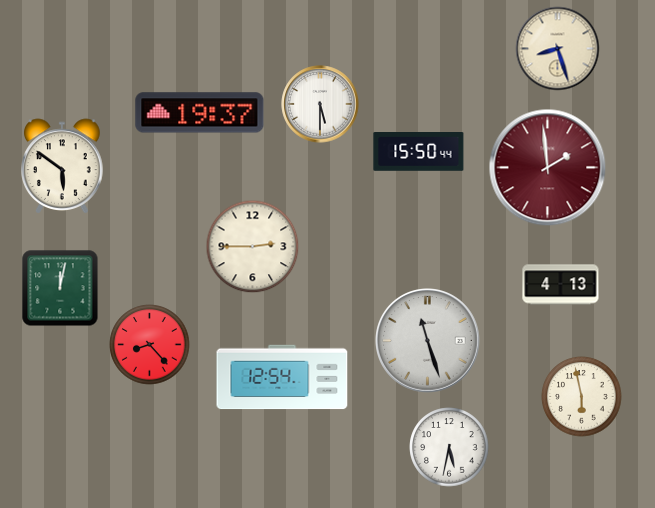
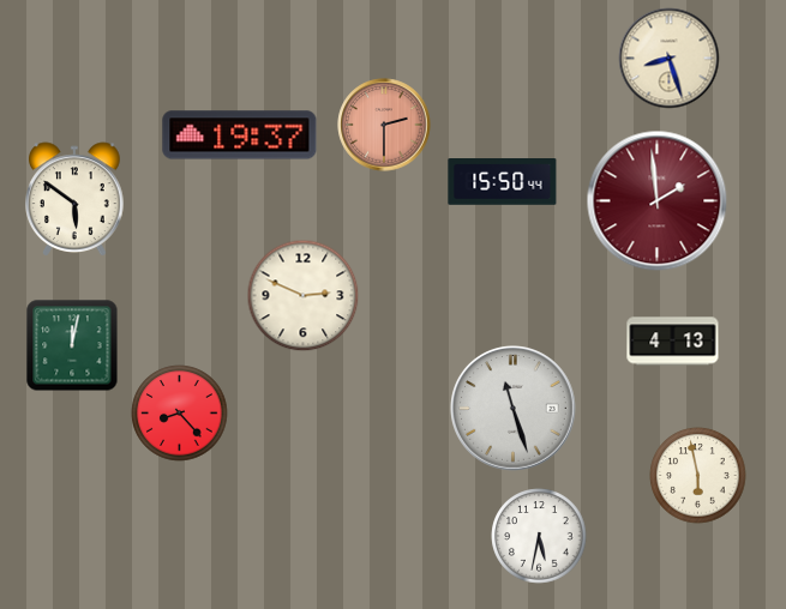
clock at (320, 104): 5:30 -> 2:30
clock at (320, 104) dial: white -> salmon
clock at (253, 247): 2:45 -> 2:49
clock at (282, 377): 12:54 -> none
